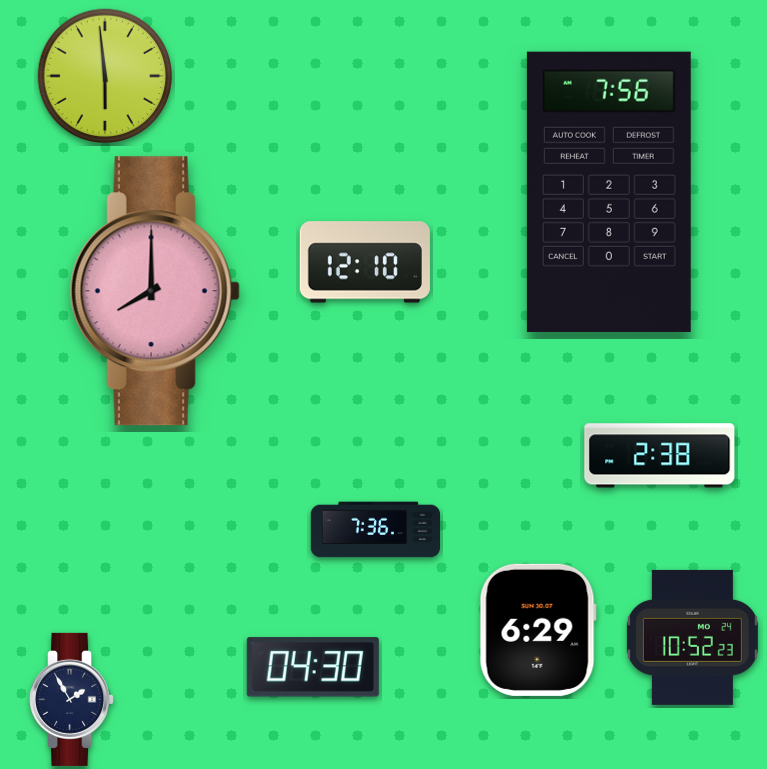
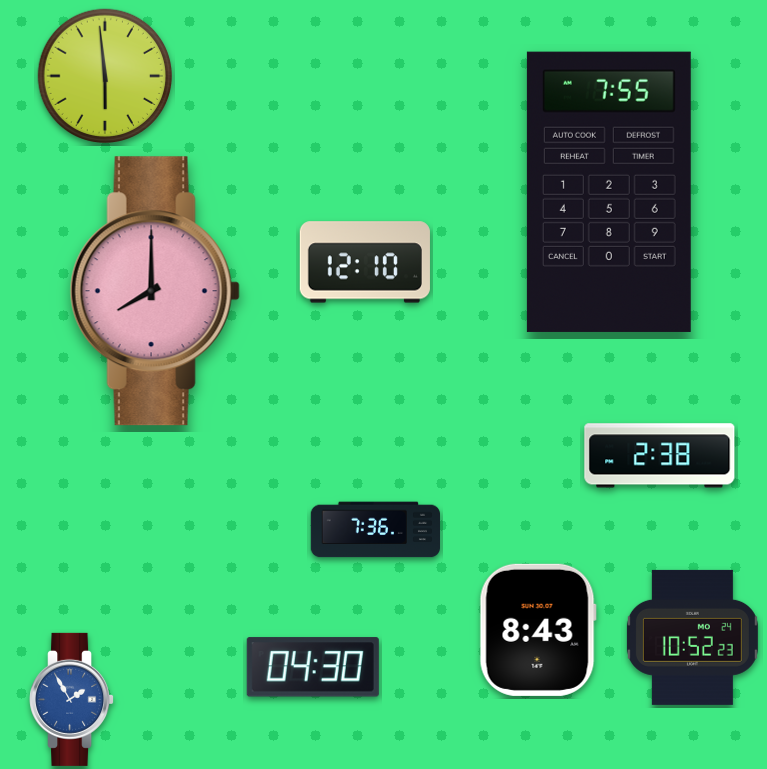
clock at (609, 192): 7:56 -> 7:55
clock at (538, 630): 6:29 -> 8:43
clock at (72, 699) dial: navy -> blue
